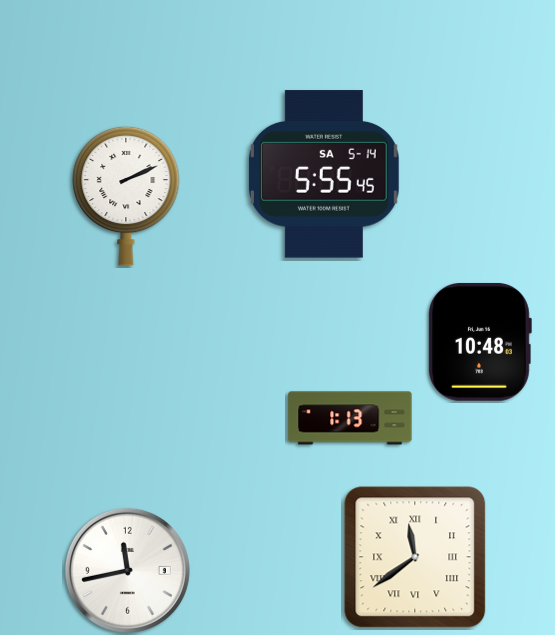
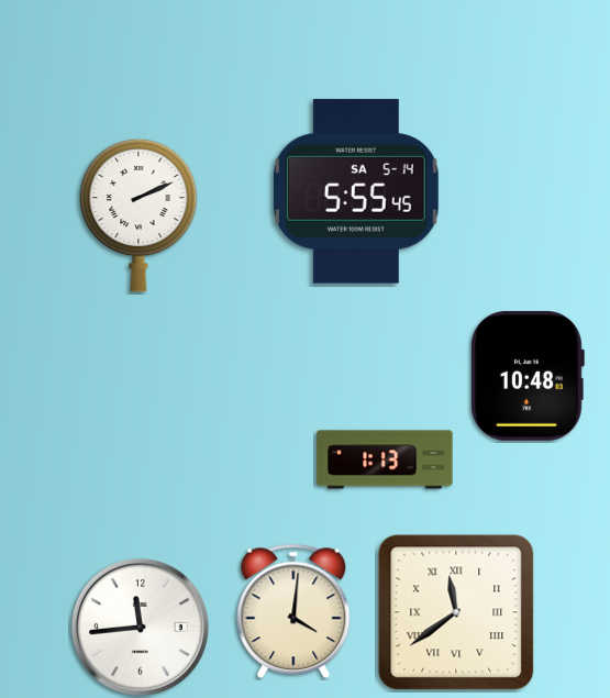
clock at (293, 611): none -> 4:01
clock at (127, 570): 11:43 -> 11:44
